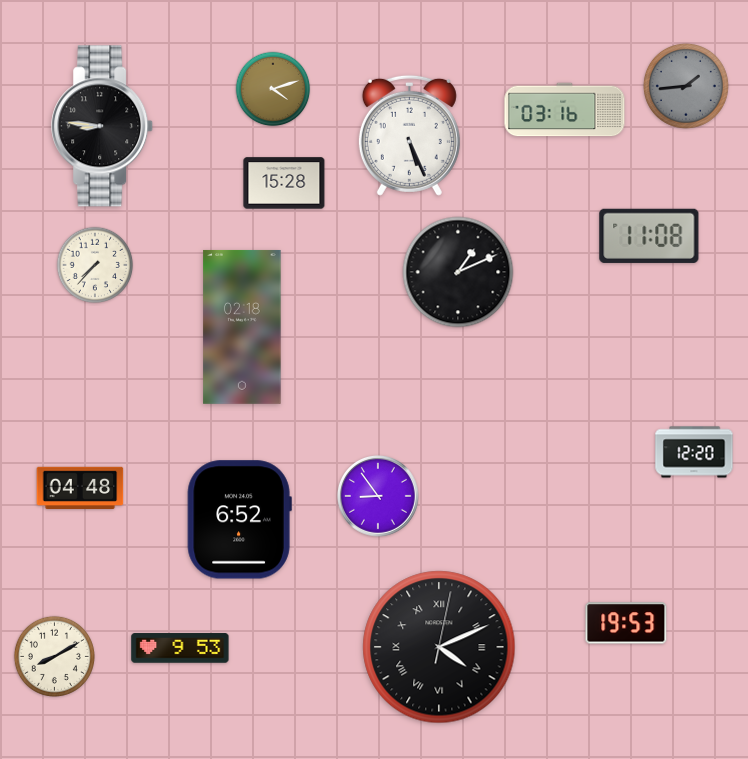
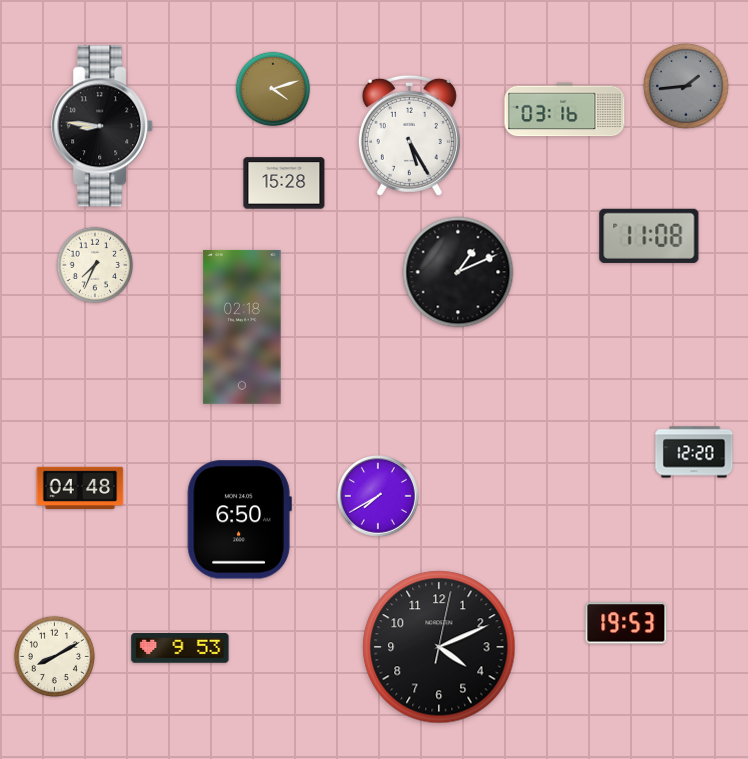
clock at (409, 135): 5:26 -> 5:25
clock at (95, 265): 7:37 -> 7:34
clock at (378, 496): 8:54 -> 7:40
clock at (239, 520): 6:52 -> 6:50
clock at (439, 647) numerals: Roman -> Arabic
